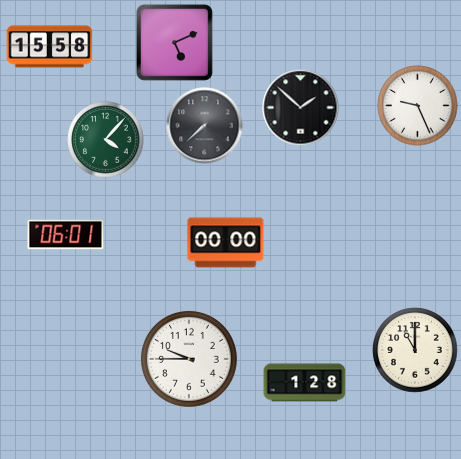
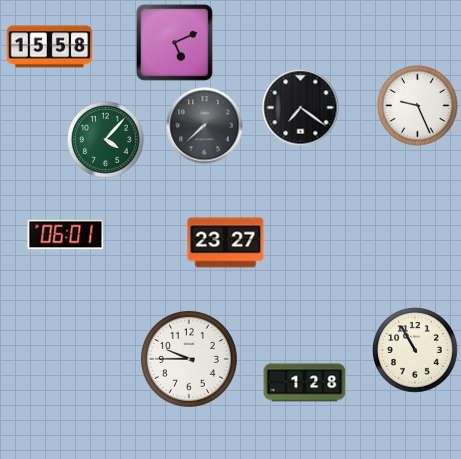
clock at (301, 108): 1:52 -> 7:21
clock at (226, 243): 00:00 -> 23:27
clock at (415, 350): 11:00 -> 10:55
